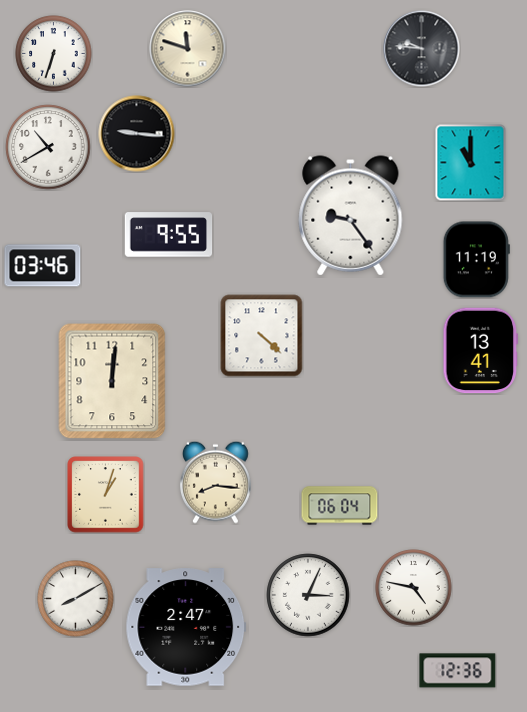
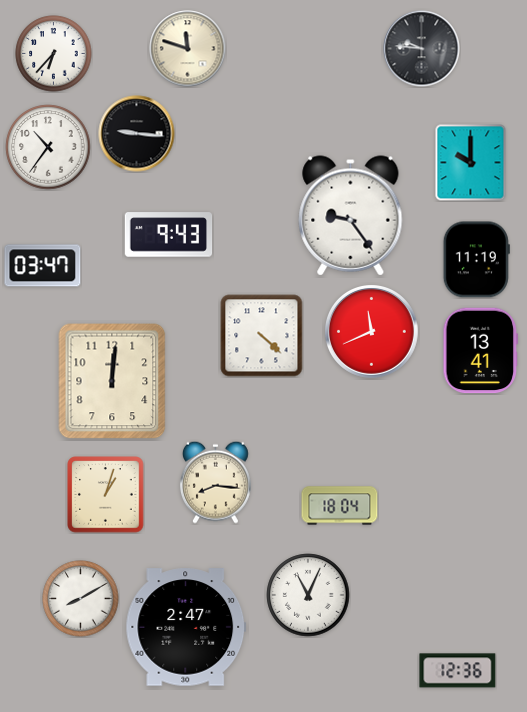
clock at (54, 54): 6:33 -> 6:37
clock at (48, 147): 10:40 -> 10:36
clock at (471, 163): 11:00 -> 10:00
clock at (169, 235): 9:55 -> 9:43
clock at (43, 266): 03:46 -> 03:47
clock at (372, 332): none -> 11:41
clock at (340, 506): 06:04 -> 18:04
clock at (414, 588): 4:47 -> none
clock at (308, 595): 3:04 -> 11:04
clock at (76, 599) position: (76, 599) -> (81, 599)
